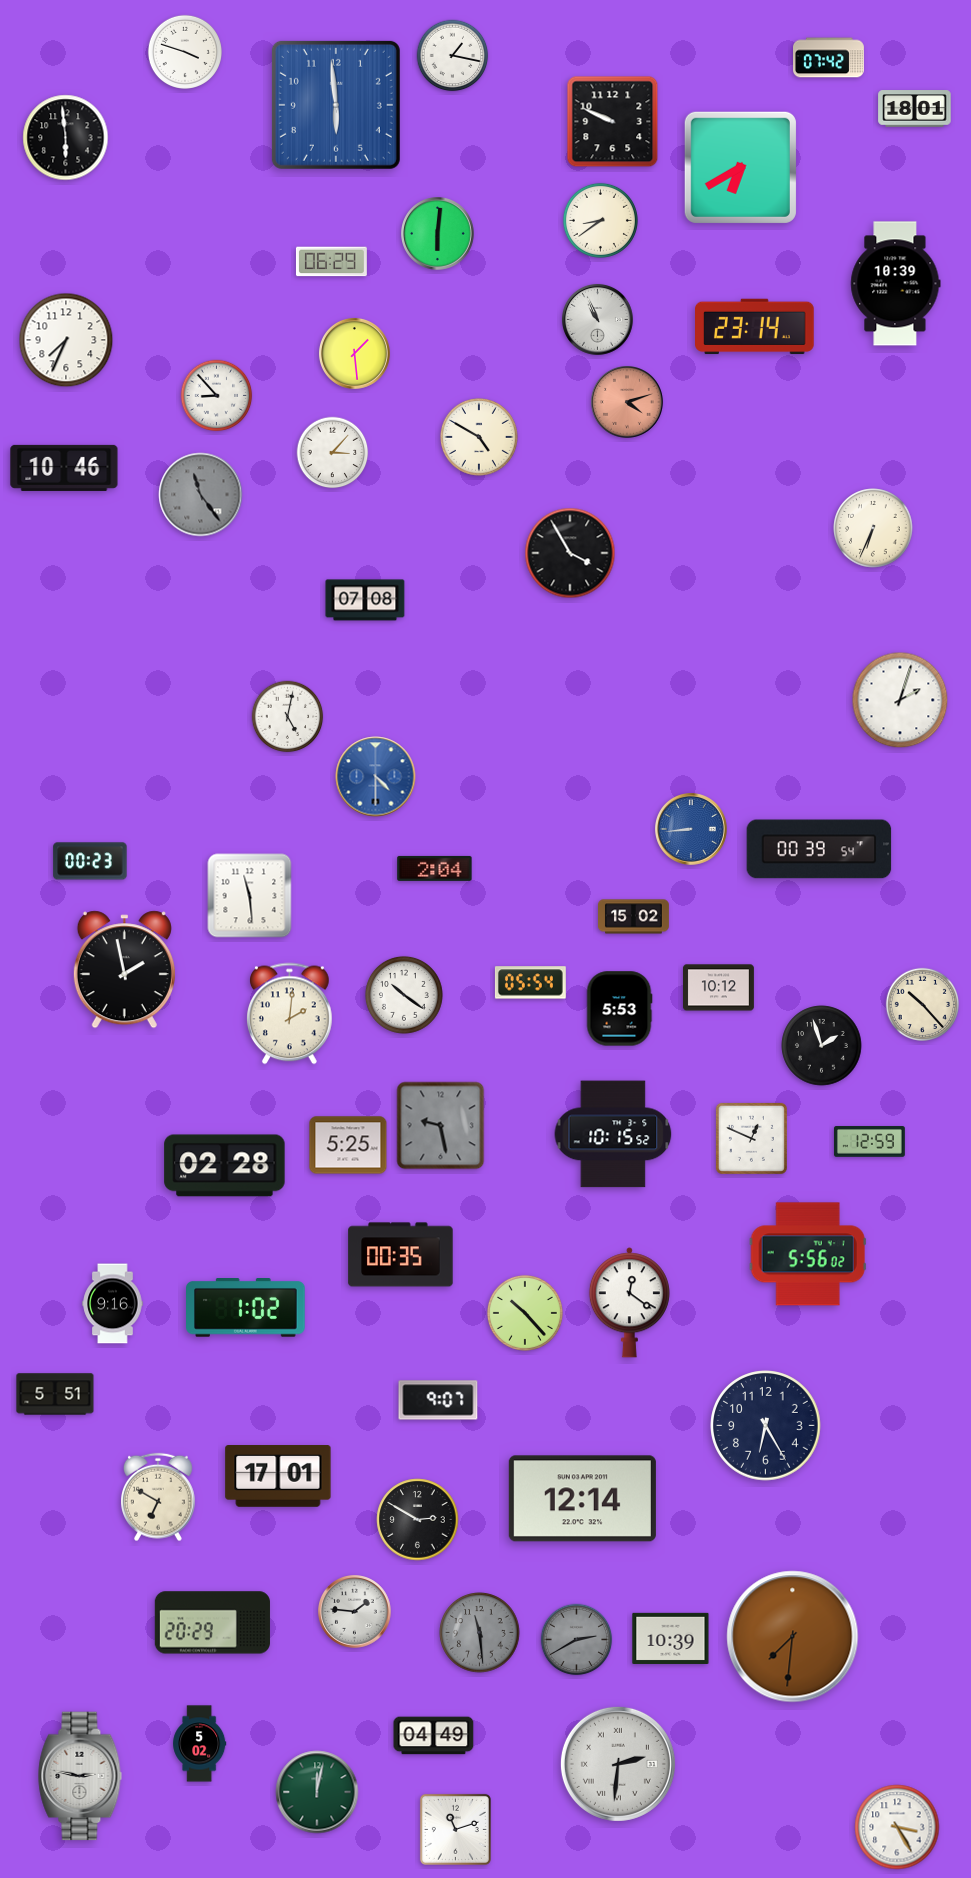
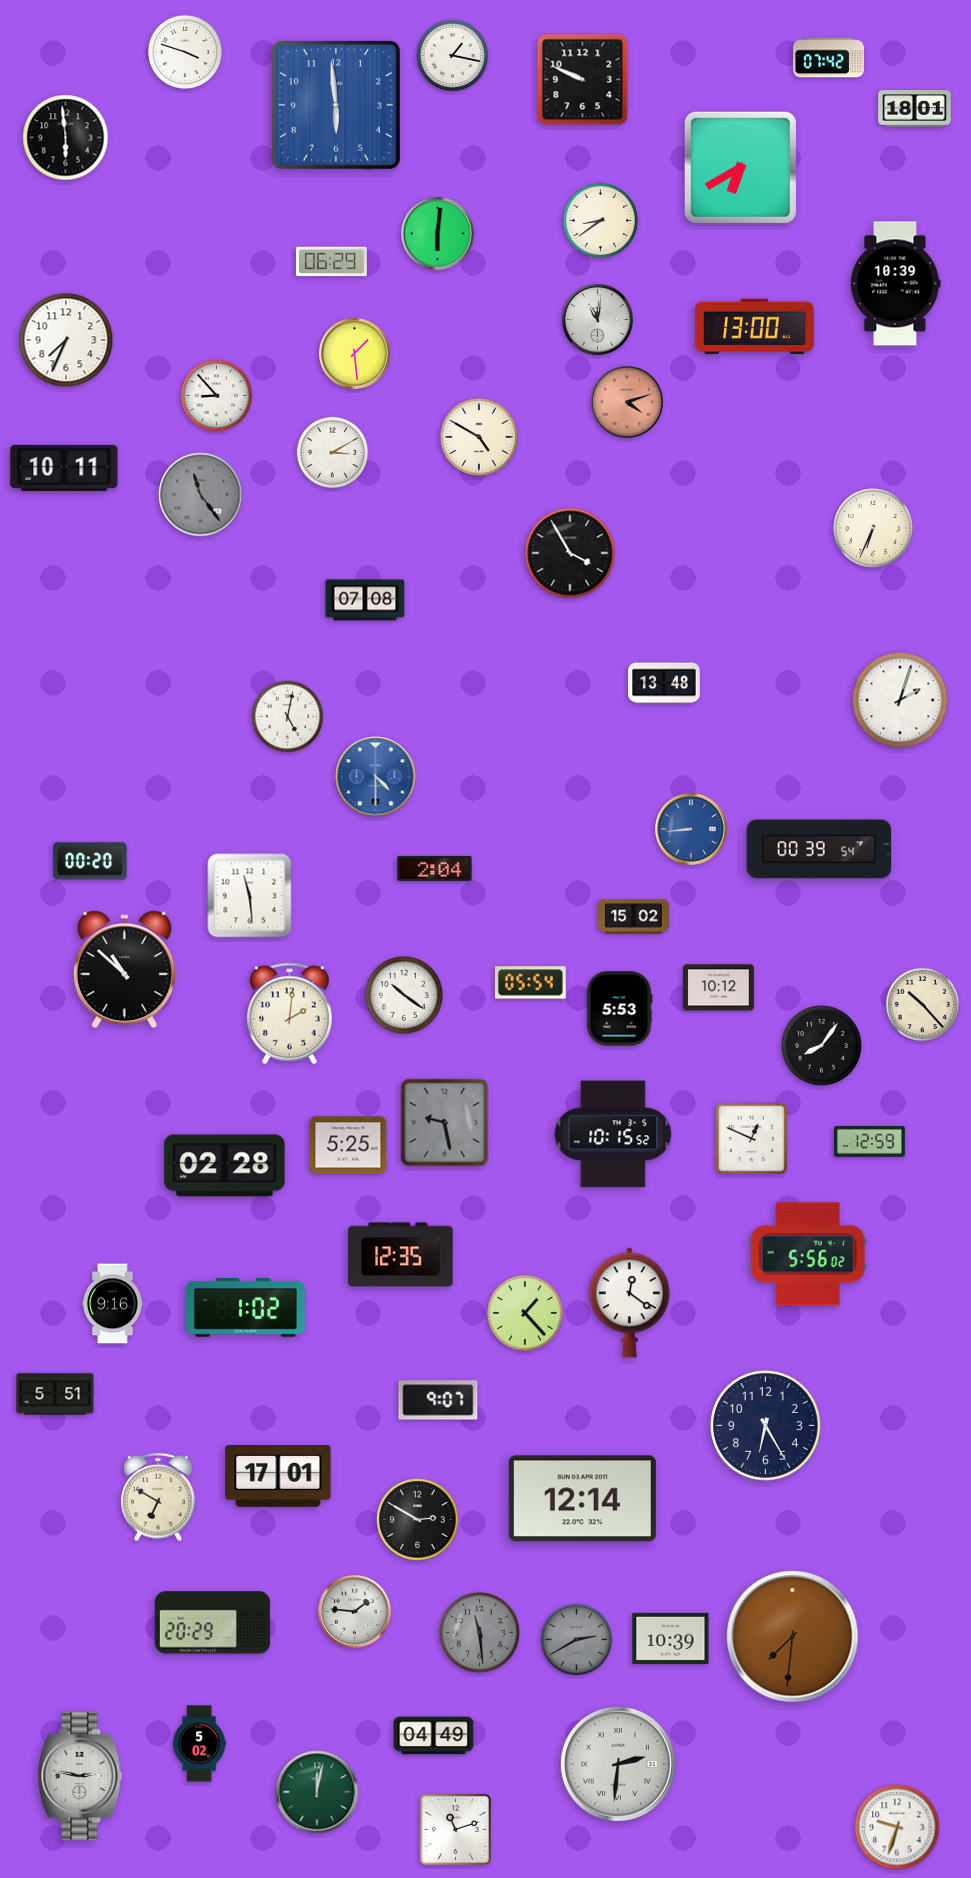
clock at (613, 122) position: (613, 122) -> (583, 80)
clock at (597, 319): 10:56 -> 11:01
clock at (755, 327): 23:14 -> 13:00
clock at (333, 453): 3:07 -> 3:10
clock at (64, 468): 10:46 -> 10:11
clock at (664, 683): none -> 13:48
clock at (90, 861): 00:23 -> 00:20
clock at (124, 970): 1:58 -> 10:52
clock at (822, 1046): 1:57 -> 8:06
clock at (441, 1126) position: (441, 1126) -> (445, 1123)
clock at (401, 1255): 00:35 -> 12:35
clock at (525, 1313): 10:23 -> 1:23
clock at (897, 1827): 3:25 -> 9:33
